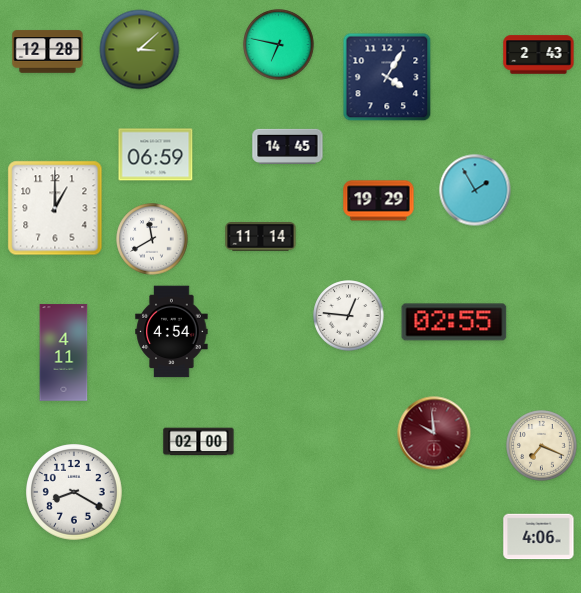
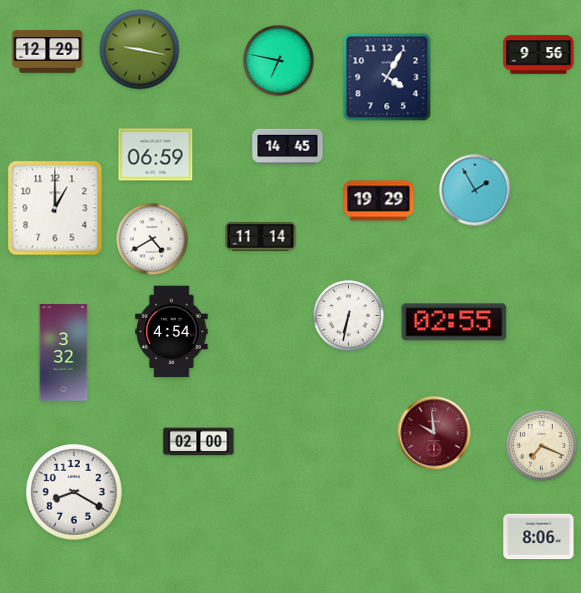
clock at (279, 45) position: (279, 45) -> (279, 61)
clock at (140, 50): 3:08 -> 9:17
clock at (48, 52): 12:28 -> 12:29
clock at (539, 55): 2:43 -> 9:56
clock at (152, 239): 11:40 -> 4:40
clock at (349, 316): 12:46 -> 6:32
clock at (64, 353): 4:11 -> 3:32
clock at (539, 537): 4:06 -> 8:06
